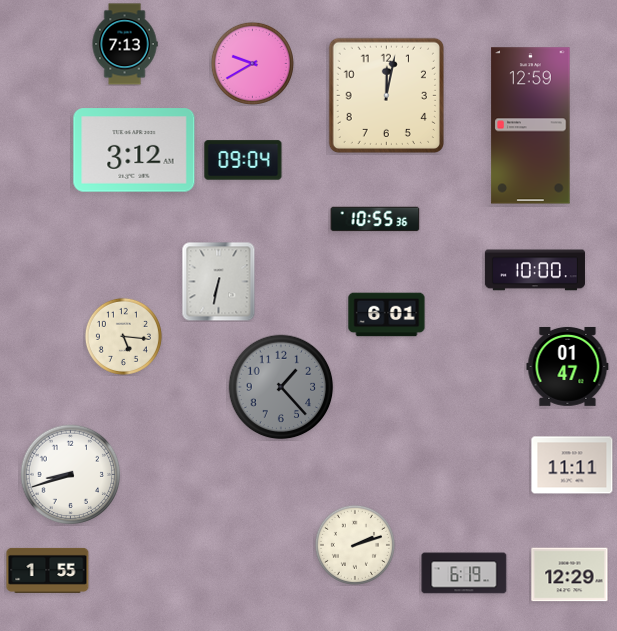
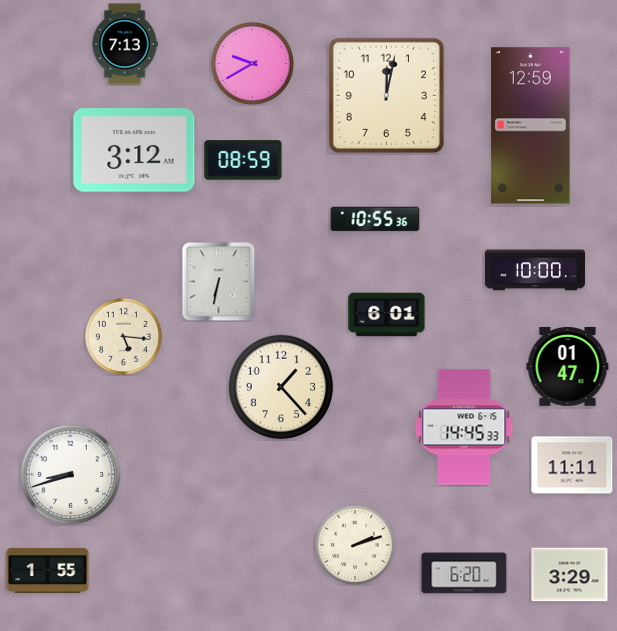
clock at (243, 160): 09:04 -> 08:59
clock at (281, 387) dial: grey -> cream
clock at (464, 427): none -> 14:45
clock at (464, 573): 6:19 -> 6:20
clock at (570, 575): 12:29 -> 3:29
